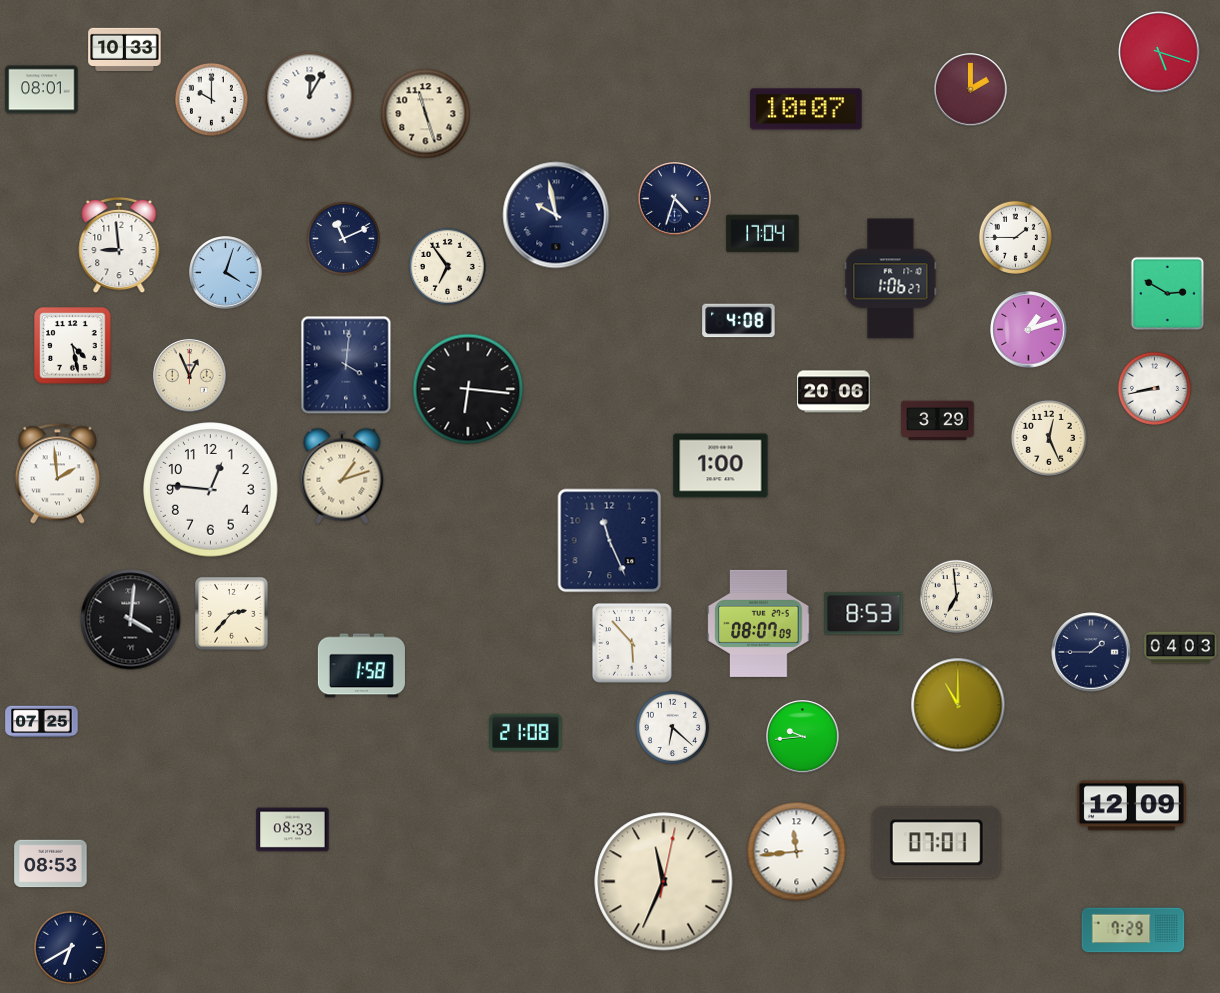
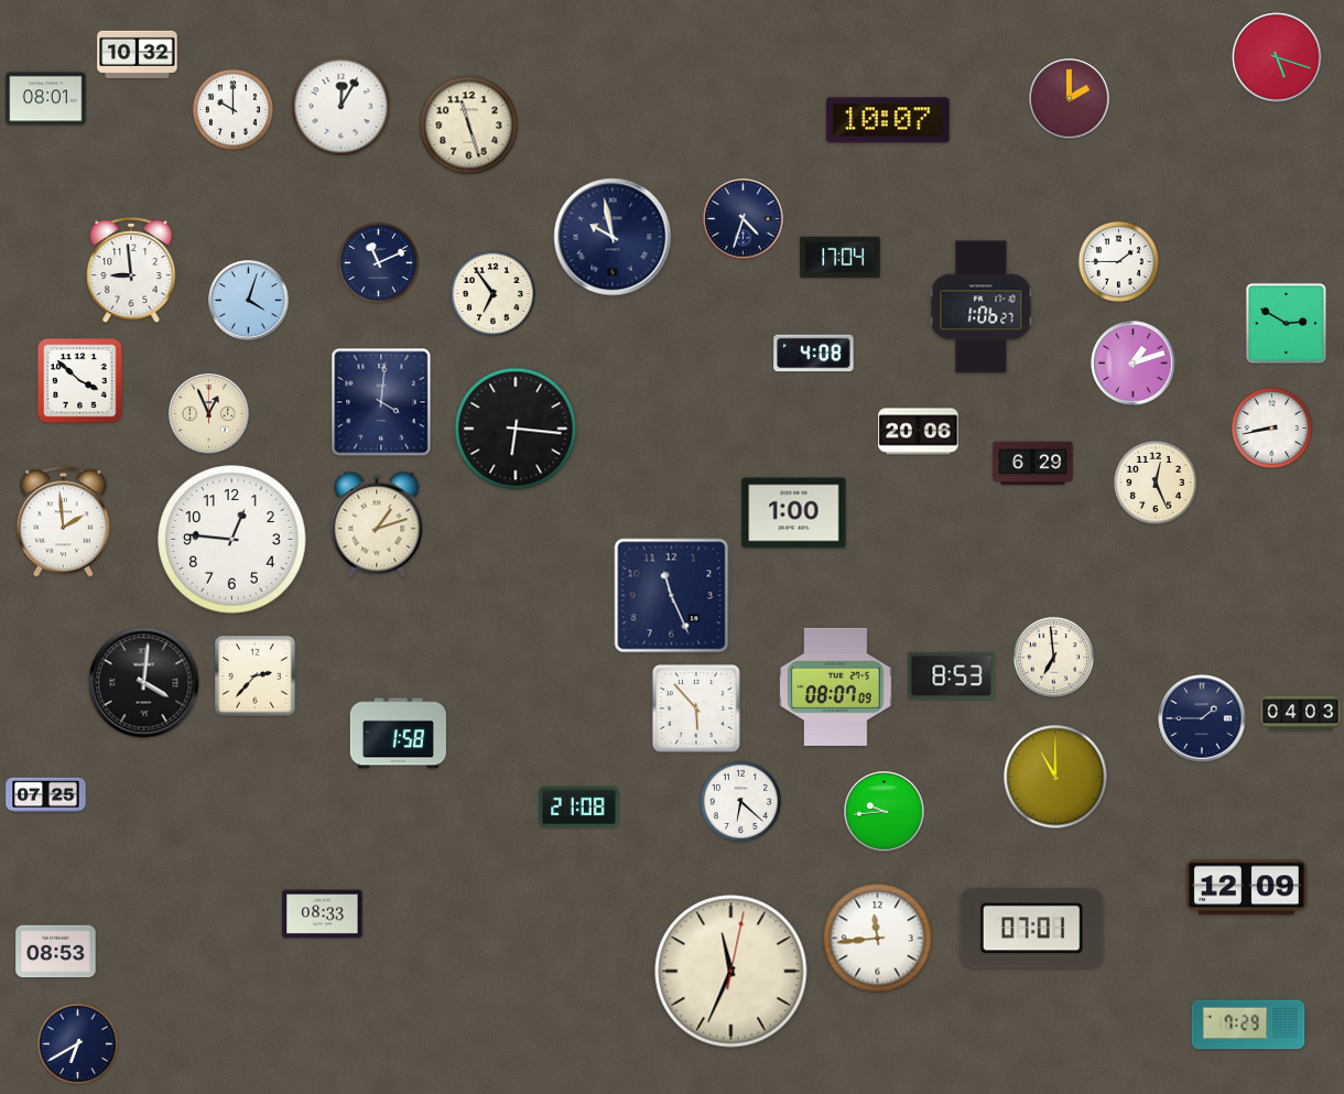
clock at (125, 49): 10:33 -> 10:32
clock at (73, 346): 4:28 -> 3:52
clock at (938, 421): 3:29 -> 6:29
